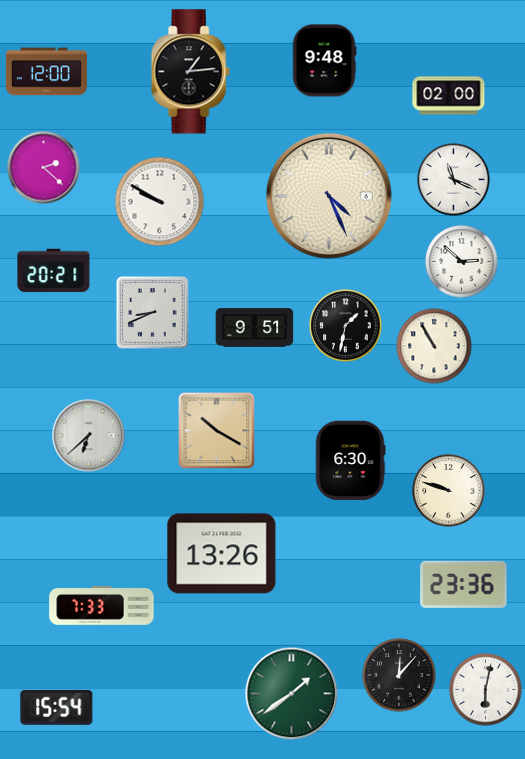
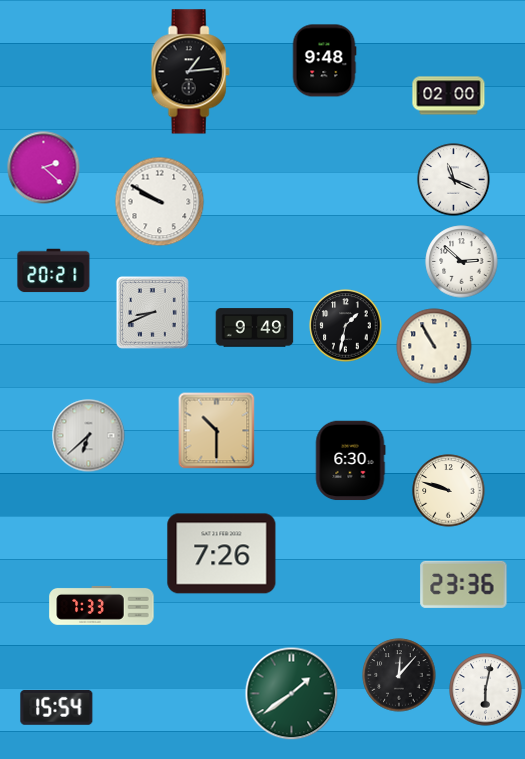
clock at (46, 72): 12:00 -> none
clock at (329, 196): 4:26 -> none
clock at (255, 328): 9:51 -> 9:49
clock at (217, 431): 10:20 -> 10:30
clock at (222, 554): 13:26 -> 7:26
